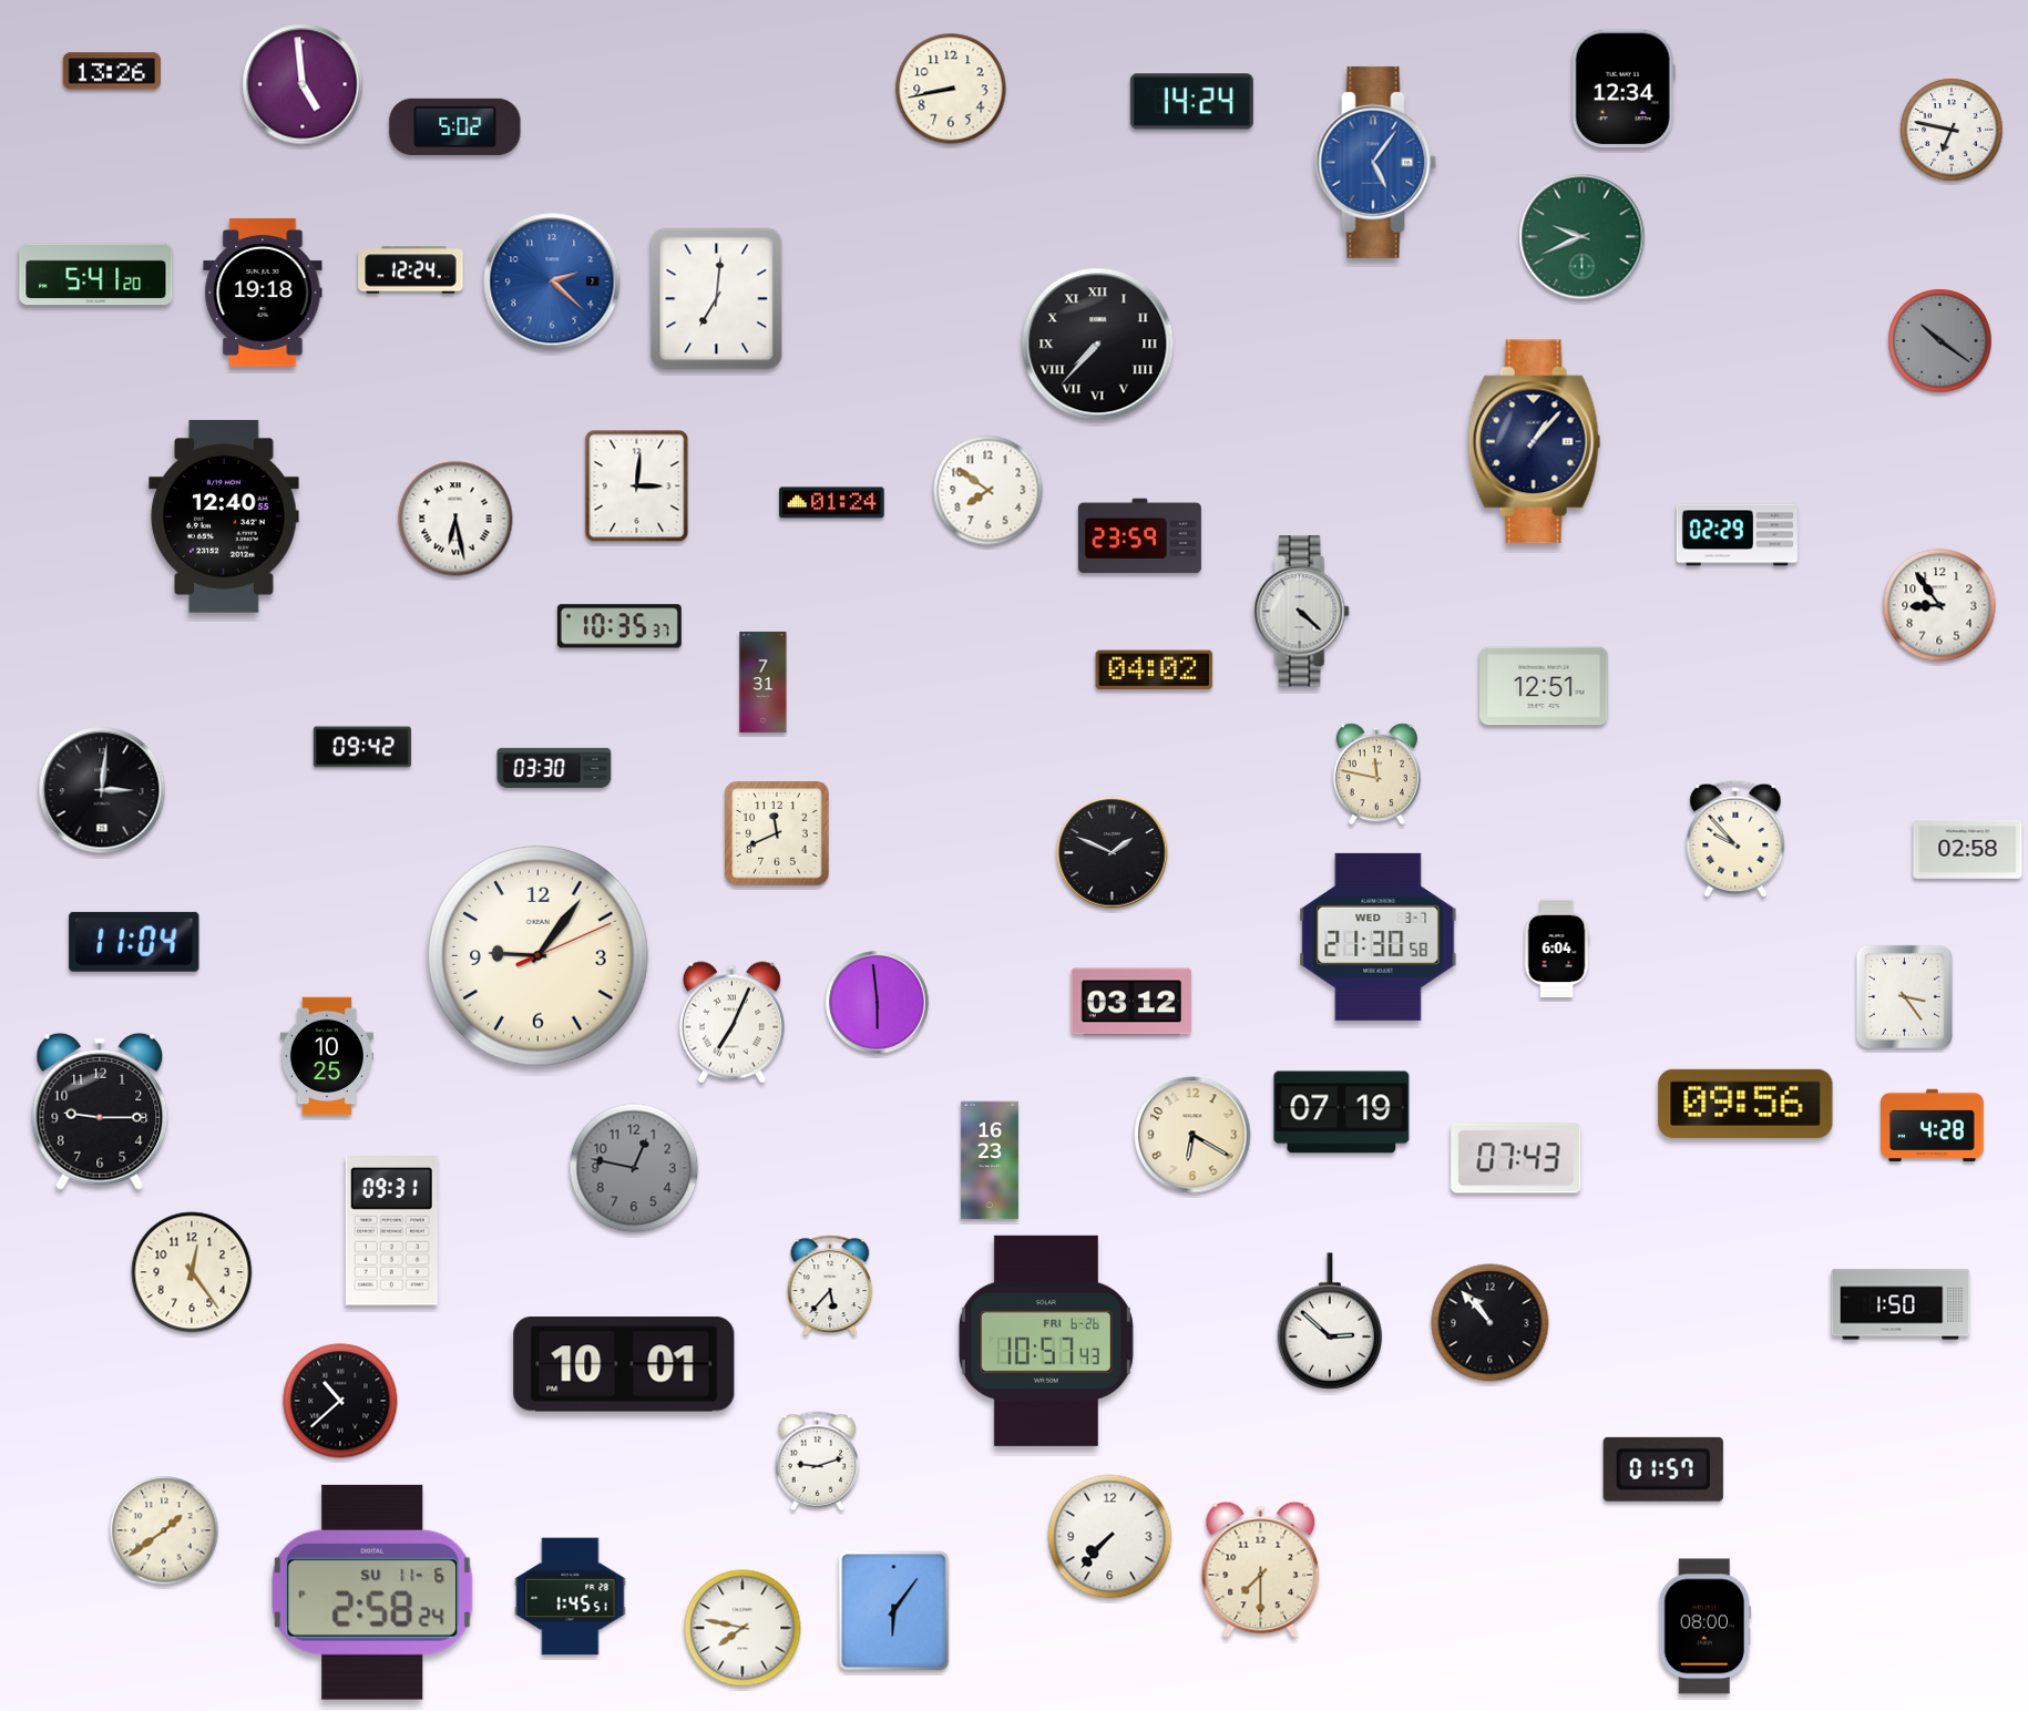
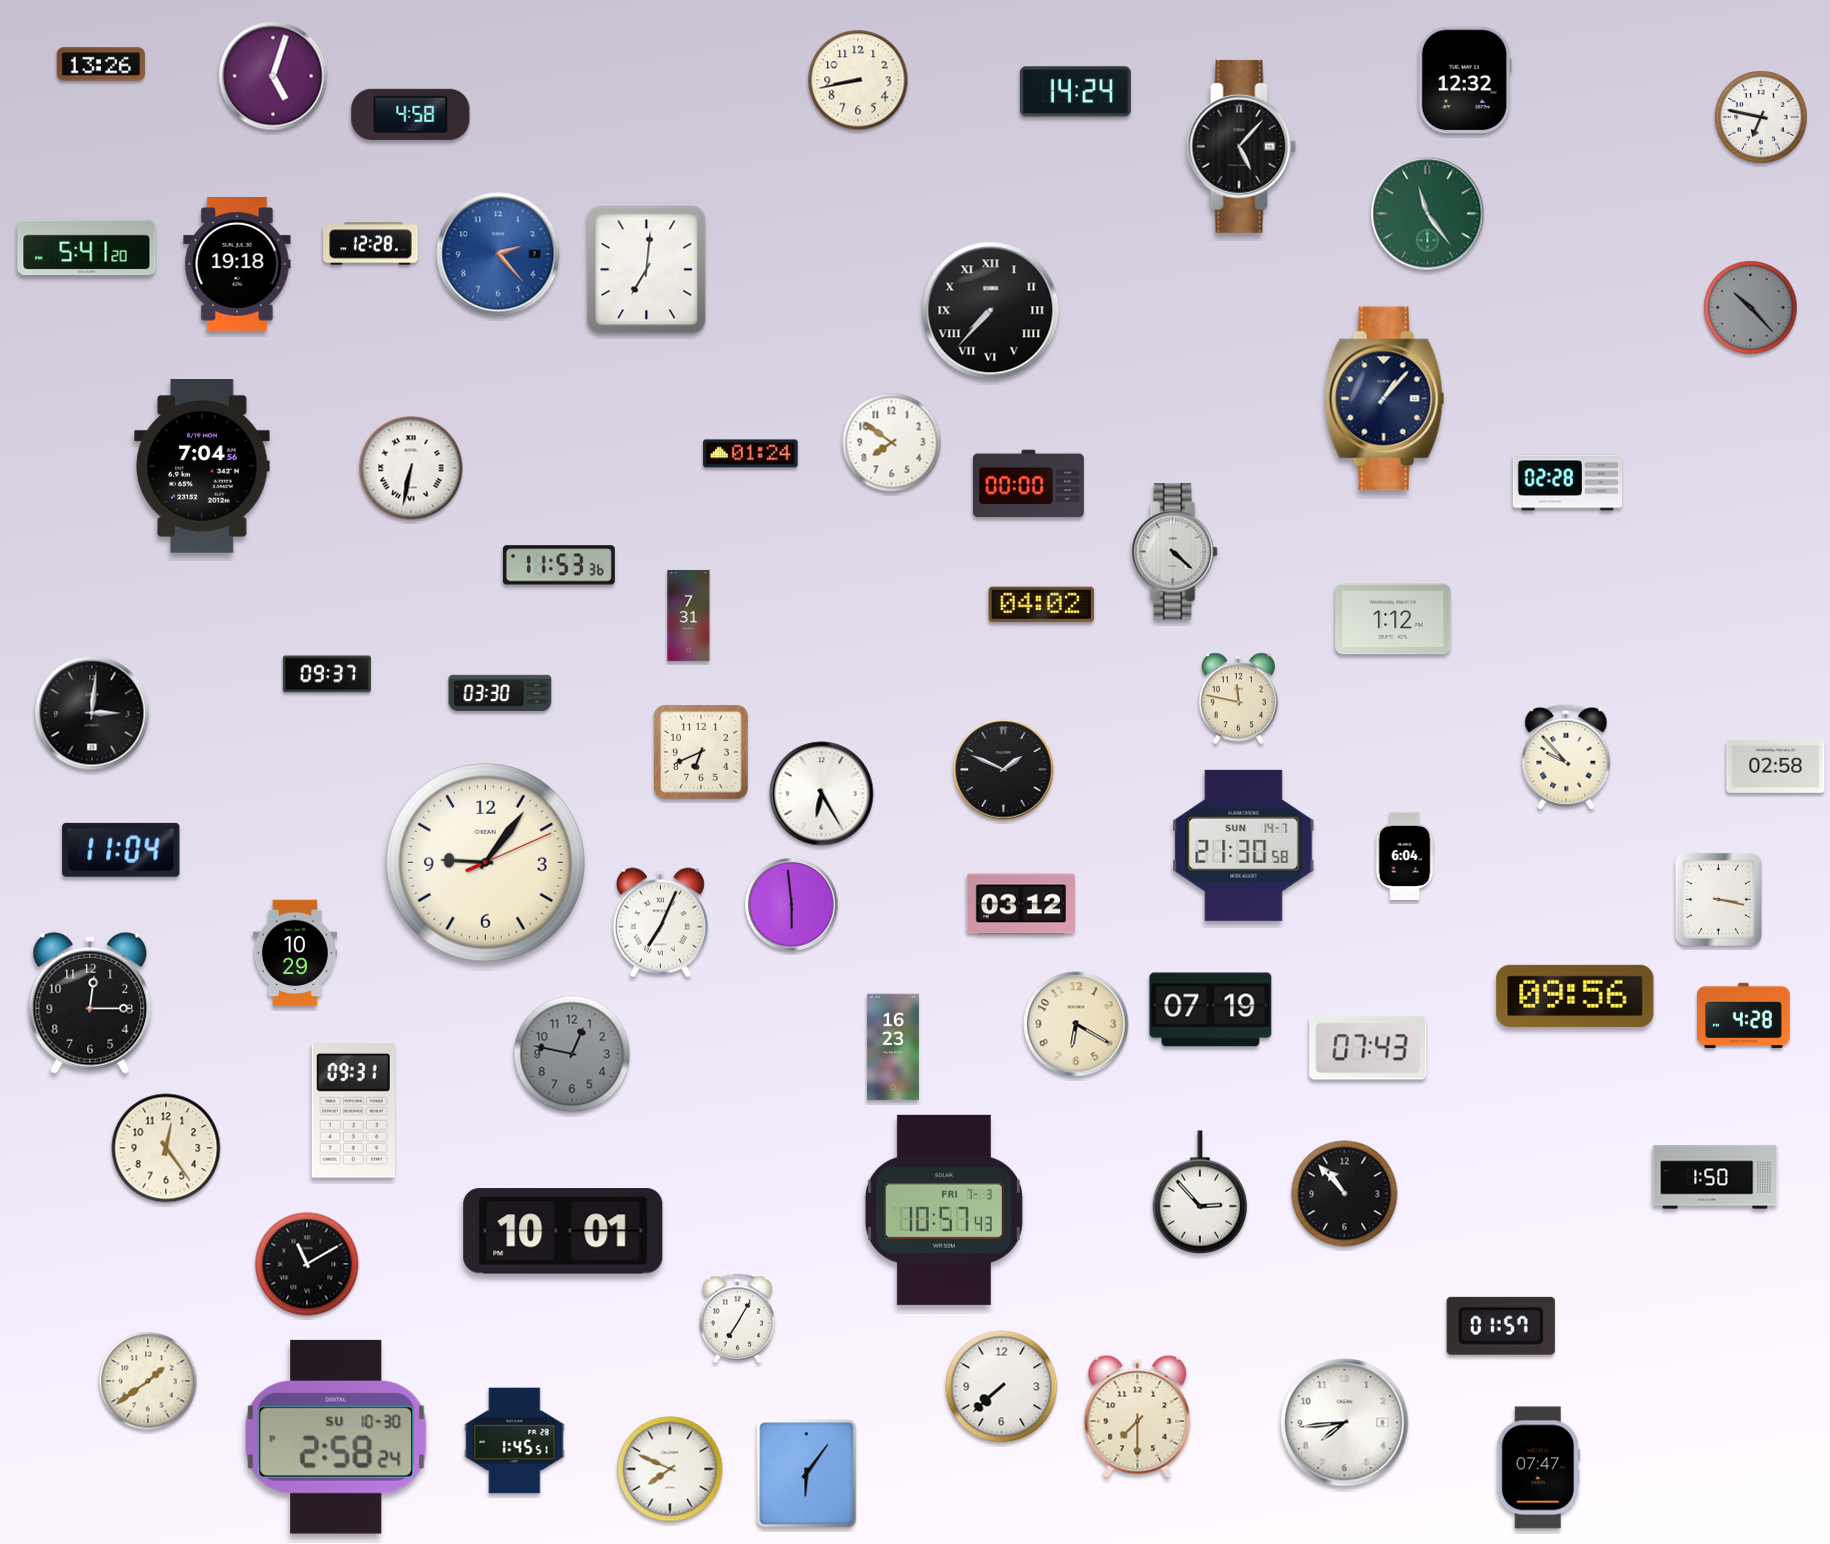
clock at (303, 84): 4:59 -> 5:03
clock at (1624, 89): 12:34 -> 12:32
clock at (455, 126): 5:02 -> 4:58
clock at (1376, 162): 5:06 -> 5:07
clock at (1376, 162) dial: blue -> black
clock at (1583, 237): 9:41 -> 11:24
clock at (411, 270): 12:24 -> 12:28
clock at (552, 281): 2:22 -> 2:23
clock at (1940, 341): 10:21 -> 10:23
clock at (637, 486): 3:01 -> none
clock at (224, 518): 12:40 -> 7:04
clock at (455, 519): 6:28 -> 6:32
clock at (1737, 535): 02:29 -> 02:28
clock at (1139, 536): 23:59 -> 00:00
clock at (1939, 605): 8:54 -> none
clock at (619, 626): 10:35 -> 11:53
clock at (1544, 686): 12:51 -> 1:12
clock at (361, 747): 09:42 -> 09:37
clock at (1376, 775) position: (1376, 775) -> (1238, 699)
clock at (777, 833): 11:41 -> 6:41
clock at (822, 794): none -> 6:25
clock at (1379, 936) date: WED 3-7 -> SUN 14-7
clock at (1904, 996): 3:24 -> 3:17
clock at (327, 1056): 10:25 -> 10:29
clock at (100, 1111): 9:15 -> 12:15
clock at (1342, 1113) position: (1342, 1113) -> (1211, 1010)
clock at (1516, 1158) position: (1516, 1158) -> (1368, 1048)
clock at (192, 1272) position: (192, 1272) -> (166, 1148)
clock at (830, 1284): 5:37 -> none
clock at (1330, 1321): 2:52 -> 2:53
clock at (1046, 1341) date: FRI 6-26 -> FRI 7-3
clock at (340, 1401): 10:38 -> 11:10
clock at (818, 1462): 9:12 -> 7:05
clock at (1110, 1537): 7:37 -> 7:38
clock at (1345, 1423): none -> 7:44
clock at (372, 1592) date: SU 11-6 -> SU 10-30
clock at (894, 1611) position: (894, 1611) -> (807, 1474)
clock at (1706, 1627): 08:00 -> 07:47
clock at (742, 1628): 7:47 -> 7:49
